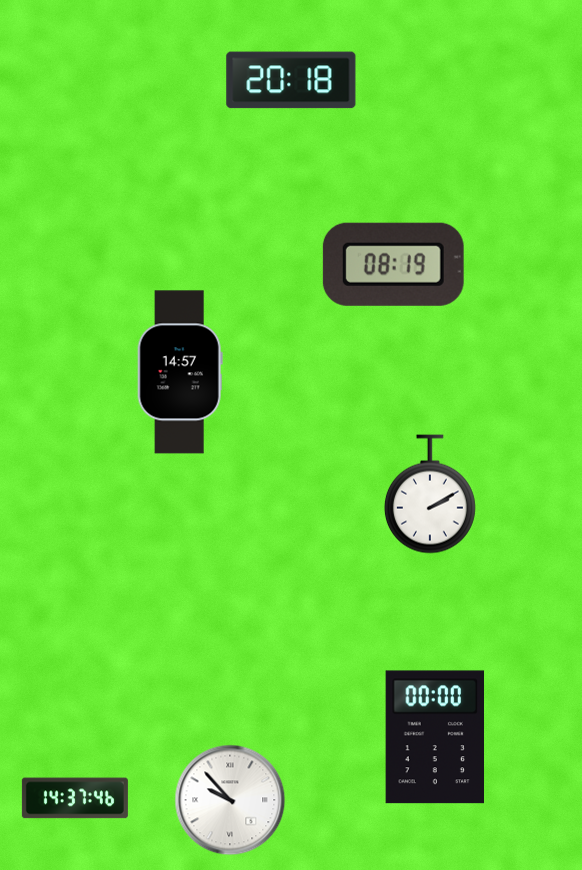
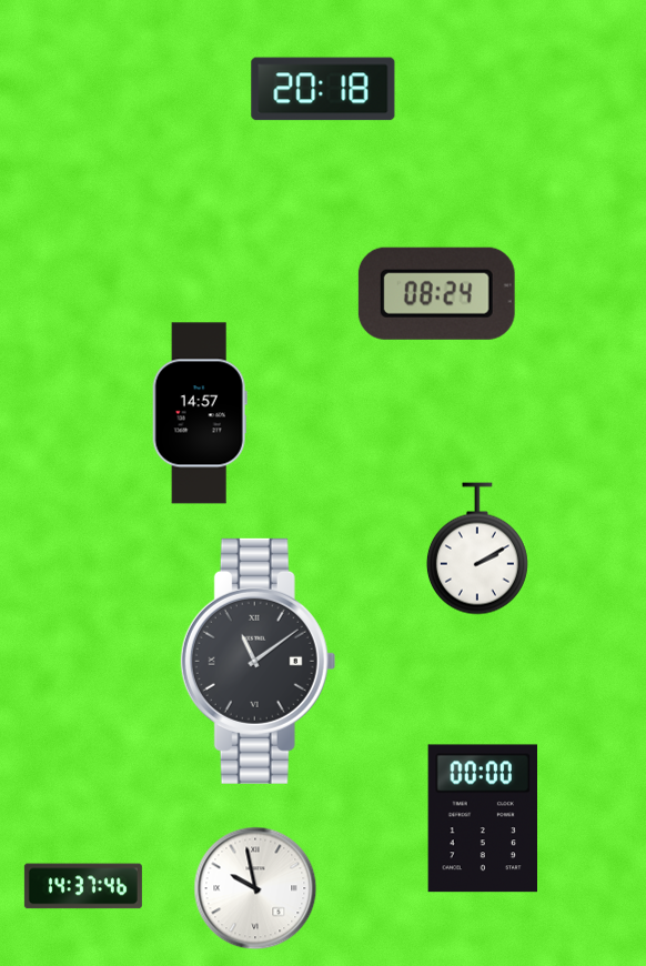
clock at (393, 264): 08:19 -> 08:24
clock at (259, 661): none -> 11:09
clock at (230, 800): 9:53 -> 9:58
